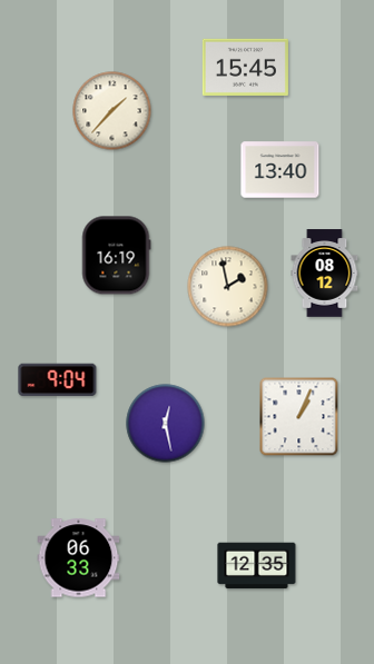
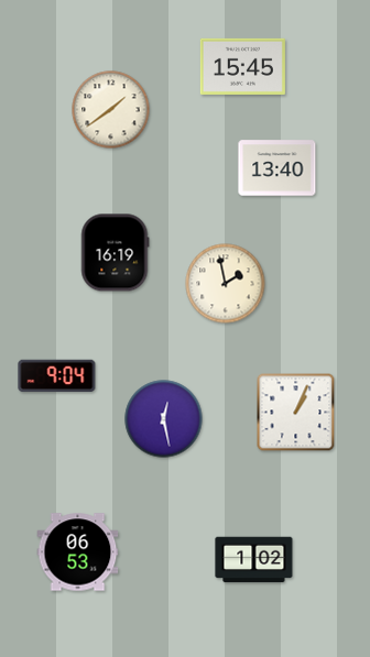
clock at (112, 111): 1:37 -> 1:39
clock at (325, 274): 08:12 -> none
clock at (79, 558): 06:33 -> 06:53
clock at (257, 566): 12:35 -> 1:02
